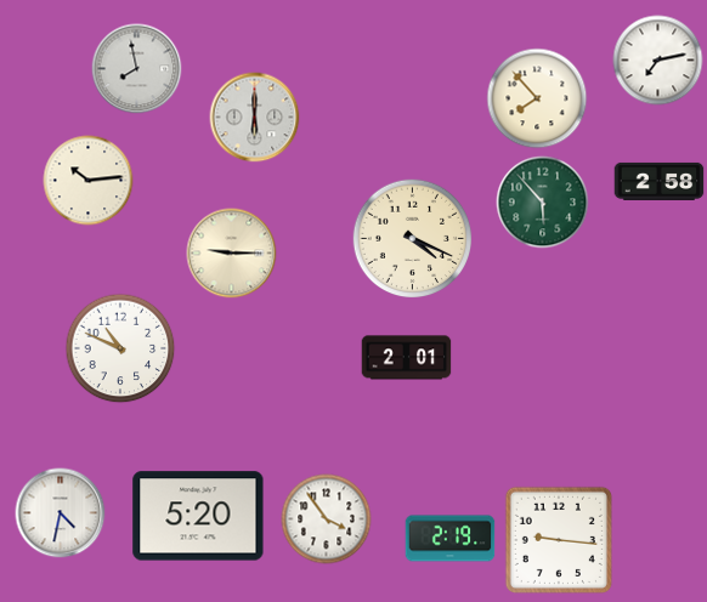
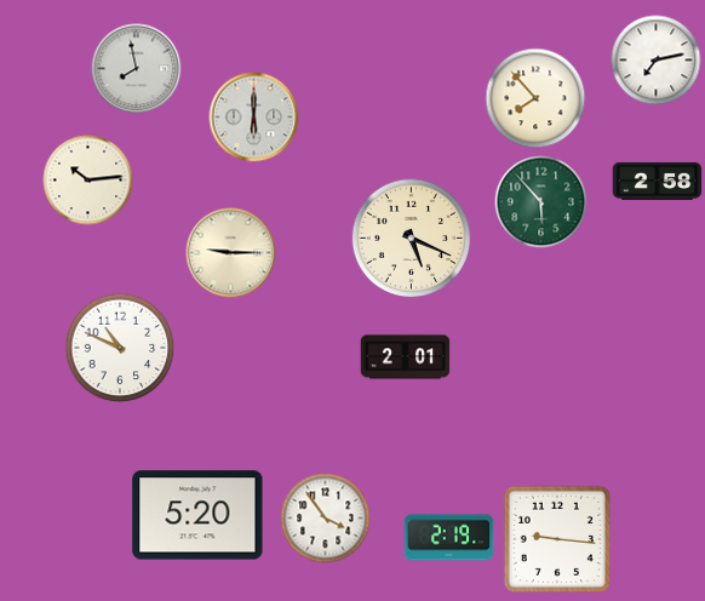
clock at (413, 239): 4:19 -> 5:19
clock at (61, 513): 4:32 -> none
